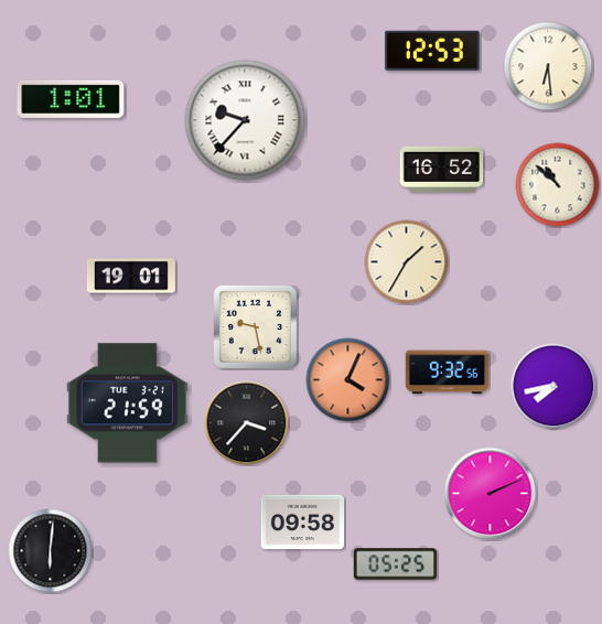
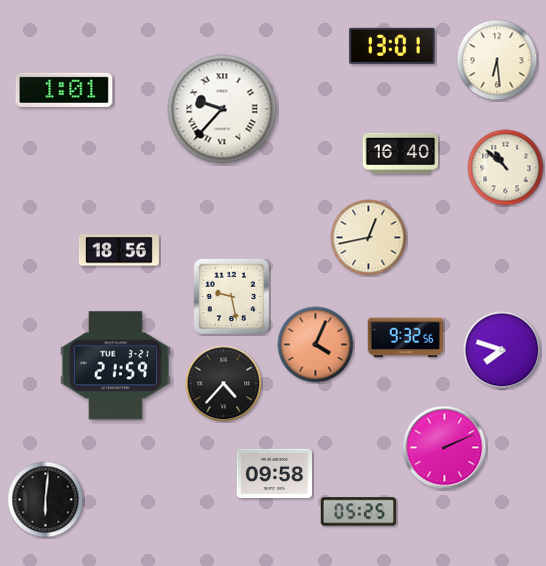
clock at (432, 51): 12:53 -> 13:01
clock at (442, 169): 16:52 -> 16:40
clock at (407, 262): 1:35 -> 12:43
clock at (131, 276): 19:01 -> 18:56
clock at (553, 386): 7:43 -> 7:48
clock at (247, 423): 3:37 -> 4:37
